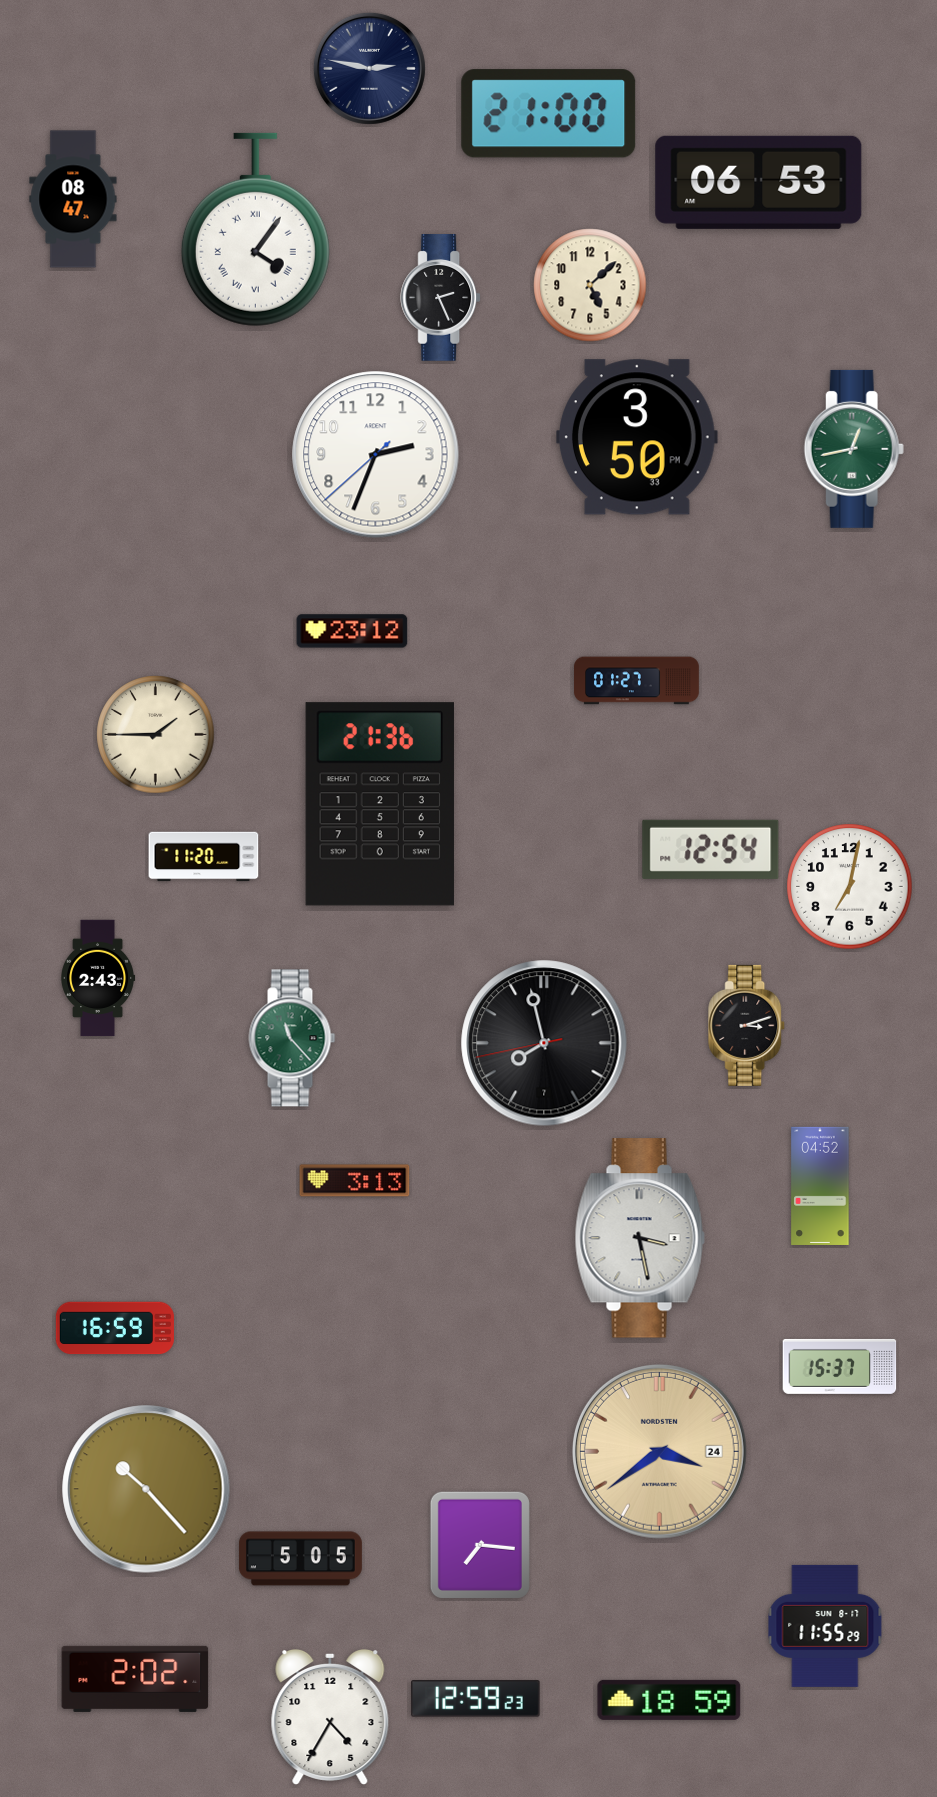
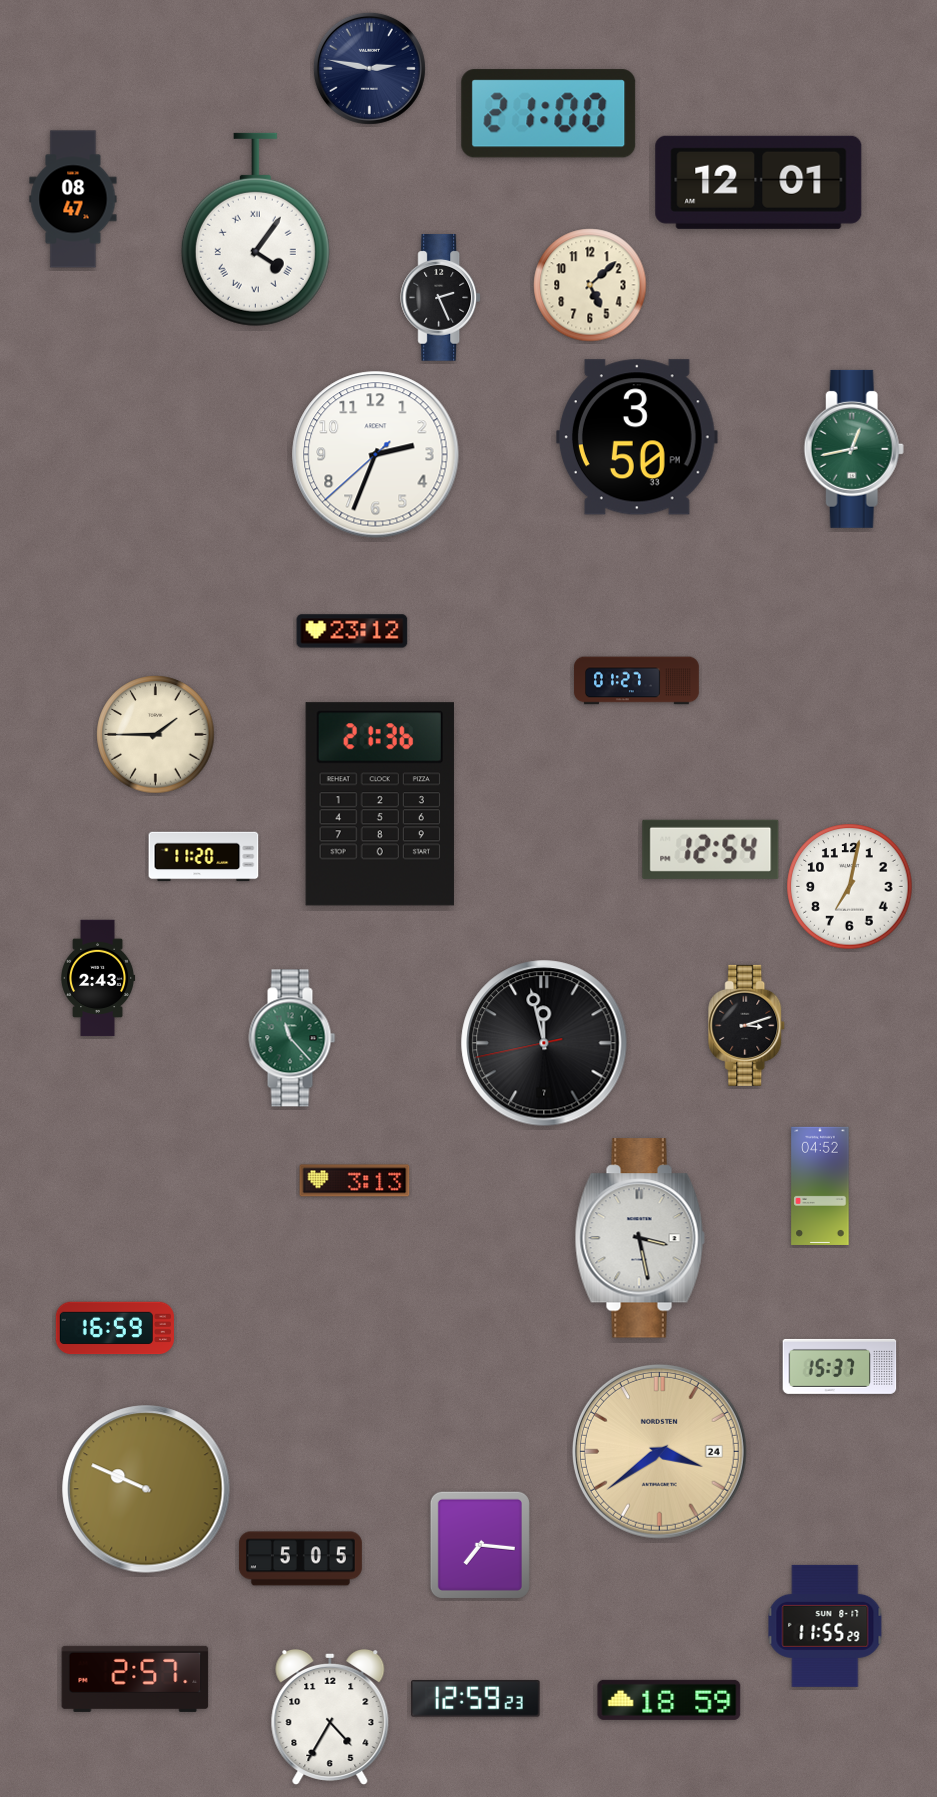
clock at (759, 182): 06:53 -> 12:01
clock at (544, 1043): 7:57 -> 11:57
clock at (146, 1489): 10:23 -> 9:49
clock at (135, 1679): 2:02 -> 2:57
